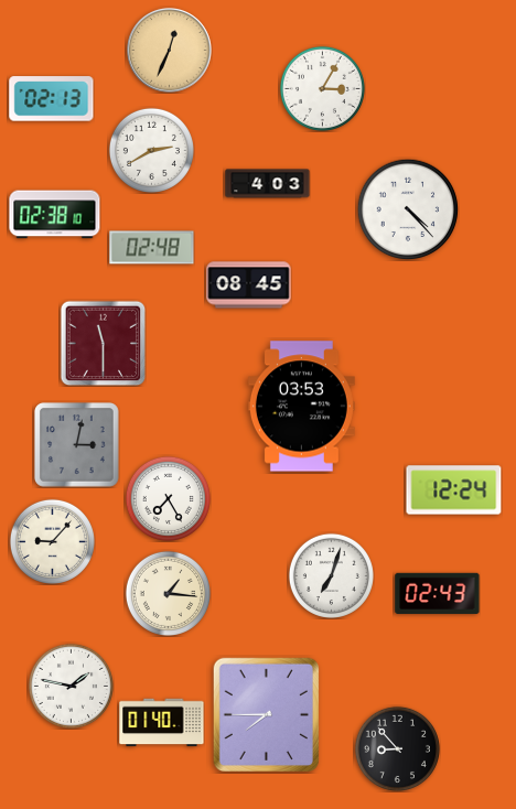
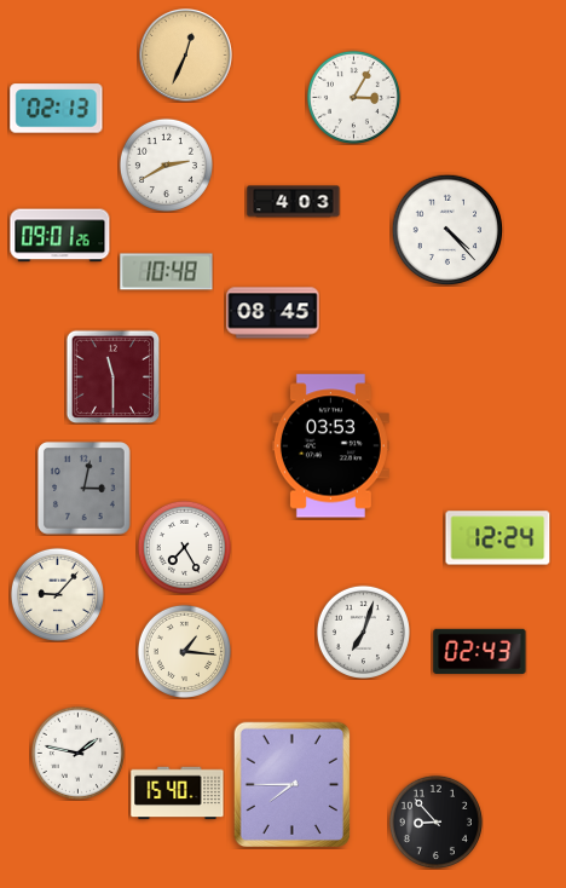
clock at (55, 215): 02:38 -> 09:01
clock at (152, 248): 02:48 -> 10:48
clock at (162, 723): 01:40 -> 15:40
